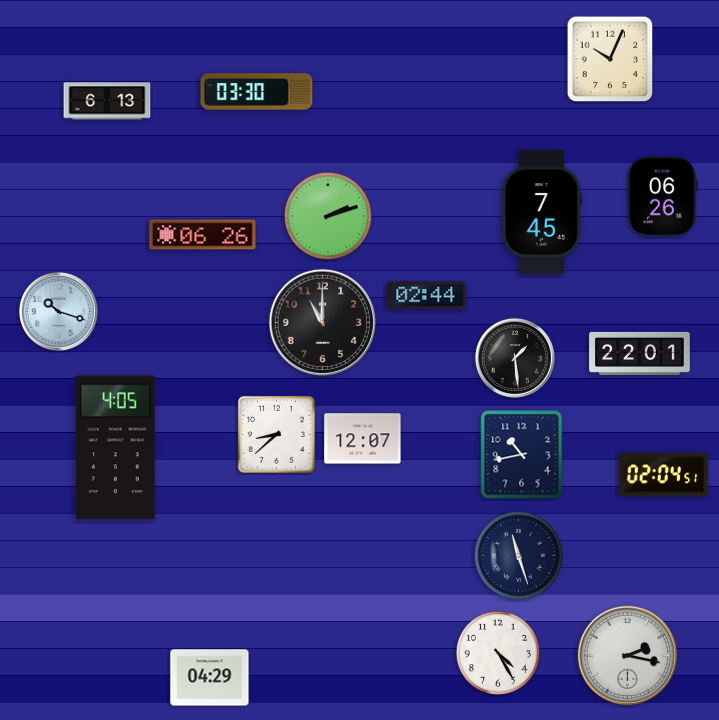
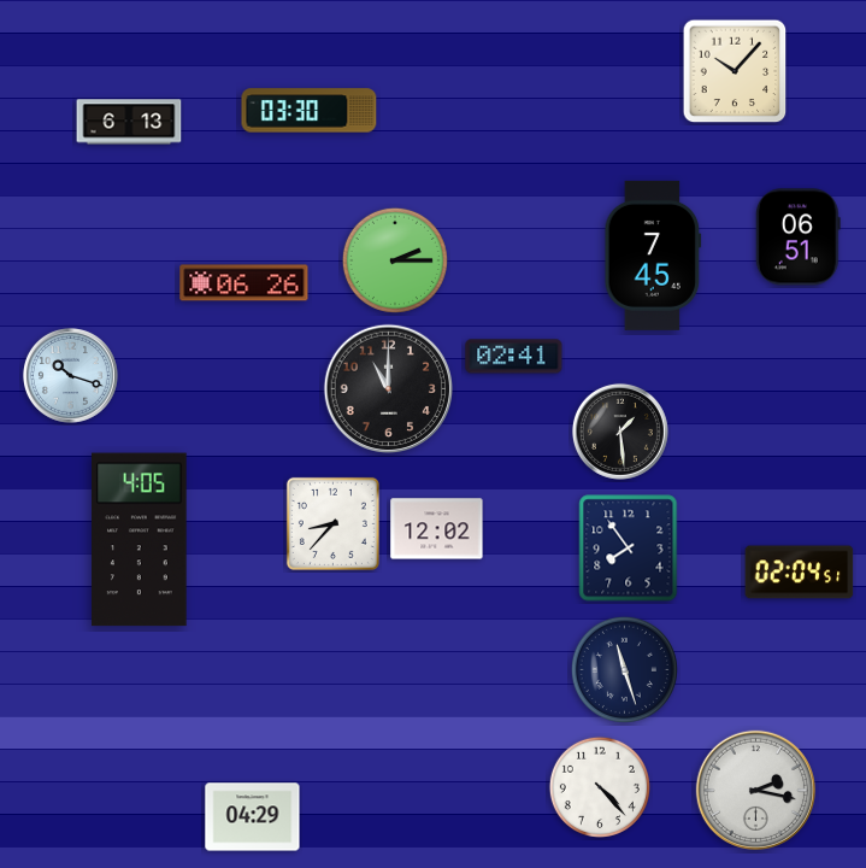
clock at (610, 59): 10:04 -> 10:07
clock at (662, 197): 06:26 -> 06:51
clock at (328, 216): 2:12 -> 2:15
clock at (427, 296): 02:44 -> 02:41
clock at (640, 353): 22:01 -> none
clock at (276, 434): 8:38 -> 8:37
clock at (363, 439): 12:07 -> 12:02
clock at (522, 455): 10:43 -> 7:54
clock at (498, 653): 4:25 -> 4:23
